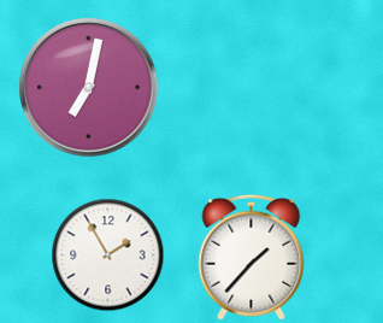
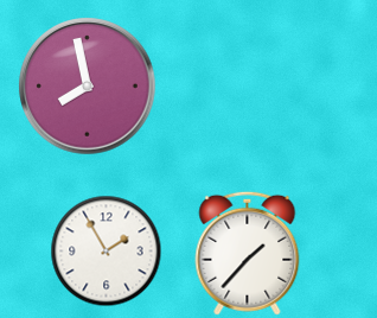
clock at (89, 88): 7:02 -> 7:58
